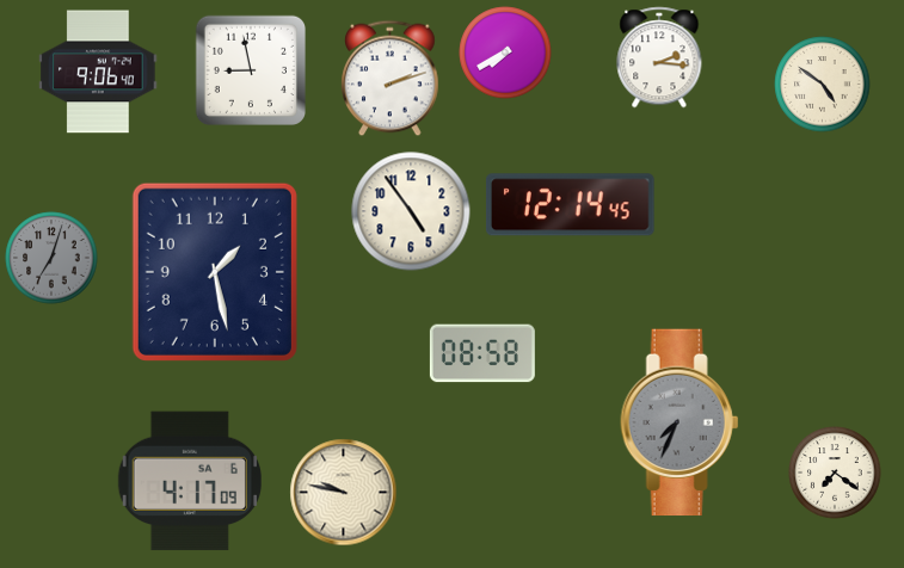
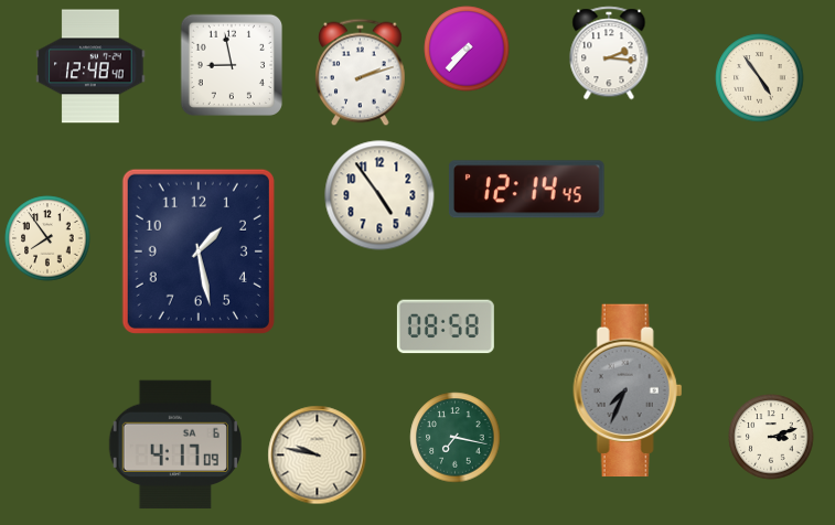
clock at (505, 53): 7:40 -> 7:37
clock at (98, 72): 9:06 -> 12:48
clock at (823, 85): 4:51 -> 4:54
clock at (51, 258): 7:03 -> 7:54
clock at (51, 258) dial: grey -> cream
clock at (835, 473): 7:21 -> 3:12
clock at (456, 438): none -> 7:17
